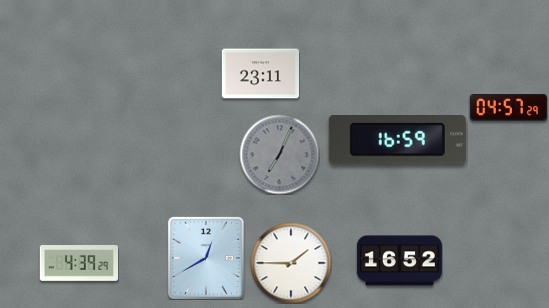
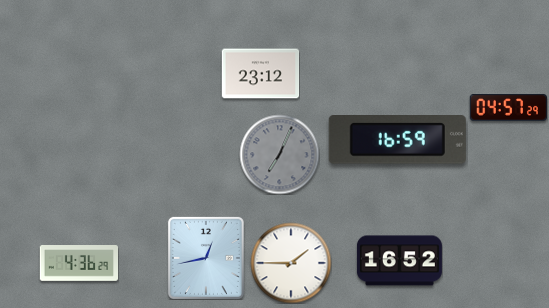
clock at (260, 74): 23:11 -> 23:12
clock at (206, 258): 12:40 -> 12:43
clock at (79, 263): 4:39 -> 4:36
